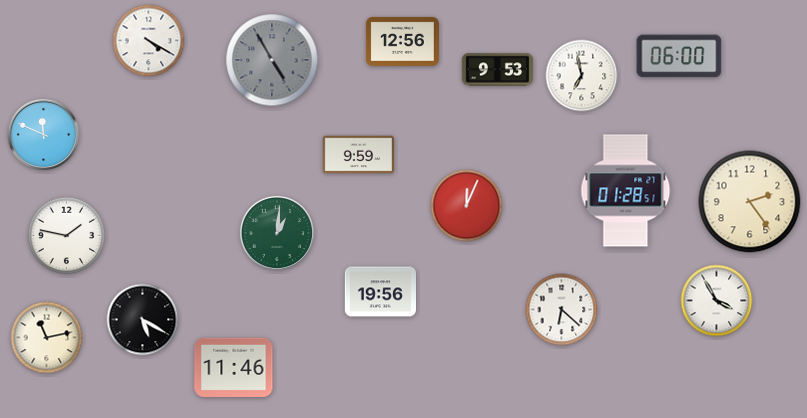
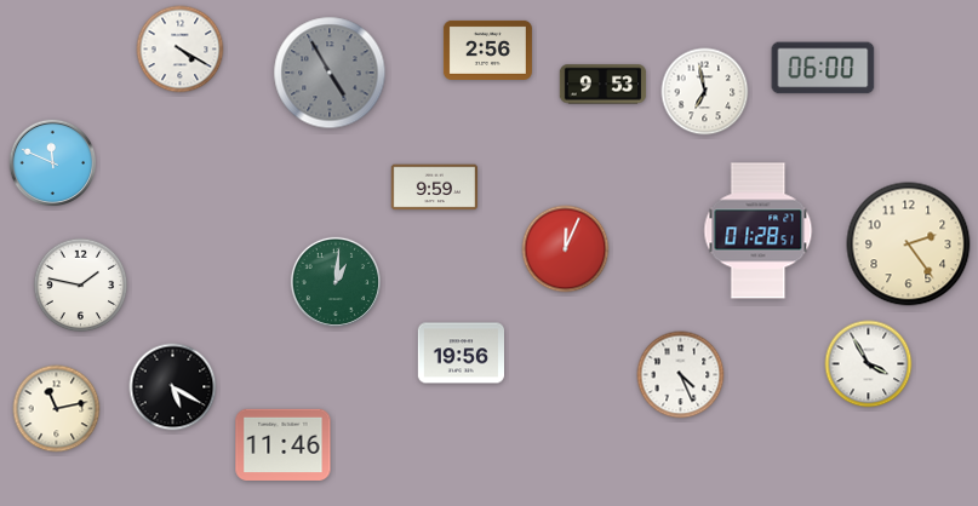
clock at (402, 41): 12:56 -> 2:56
clock at (562, 310): 6:22 -> 4:26
